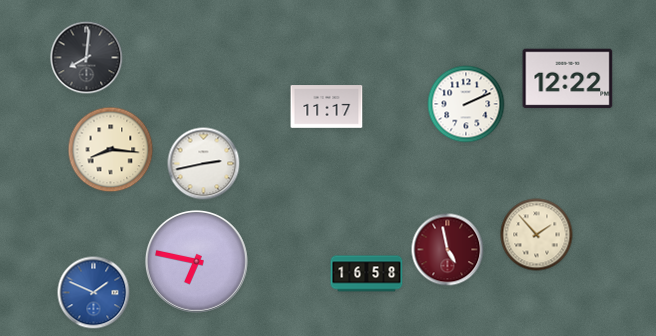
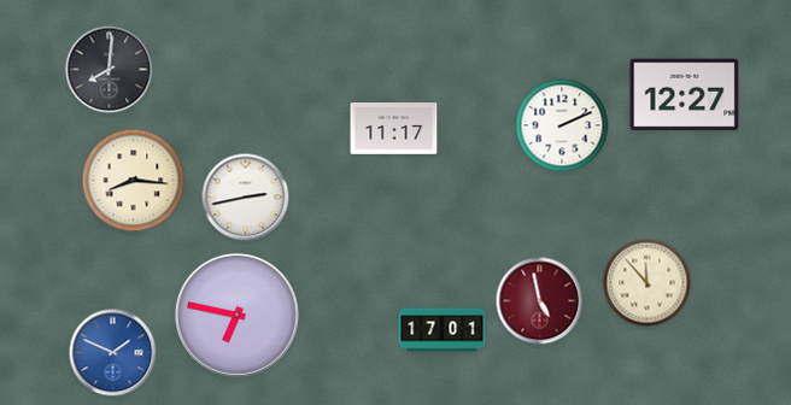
clock at (87, 58) position: (87, 58) -> (110, 70)
clock at (568, 79): 12:22 -> 12:27
clock at (537, 235): 1:53 -> 11:53
clock at (367, 274): 16:58 -> 17:01
